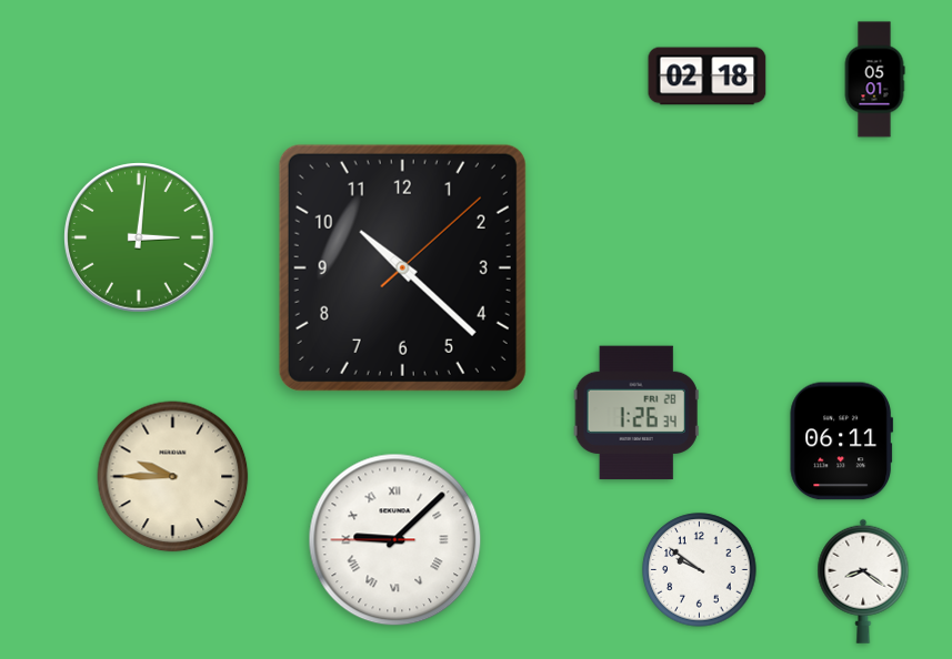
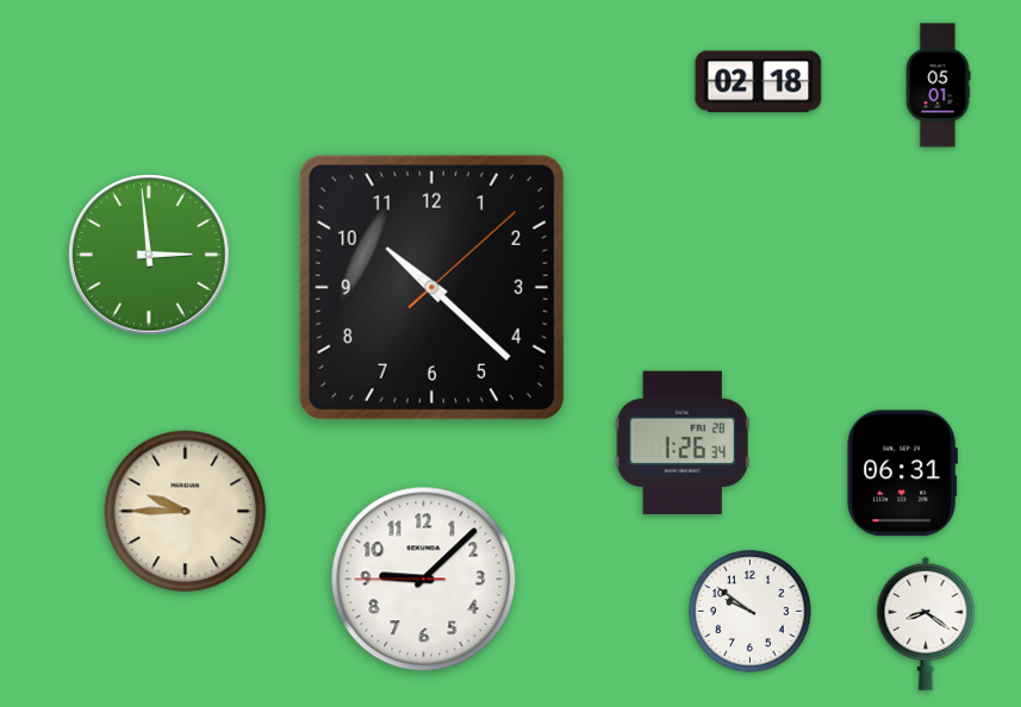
clock at (139, 237): 3:01 -> 2:59
clock at (841, 442): 06:11 -> 06:31
clock at (395, 540) numerals: Roman -> Arabic
